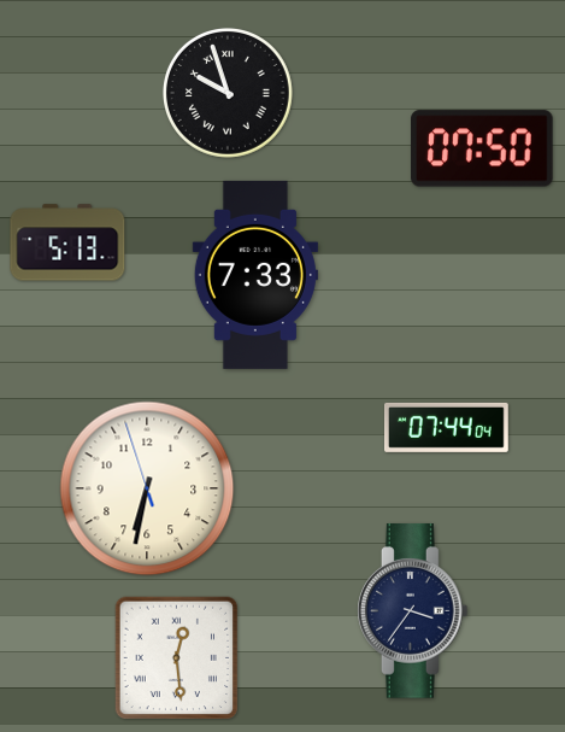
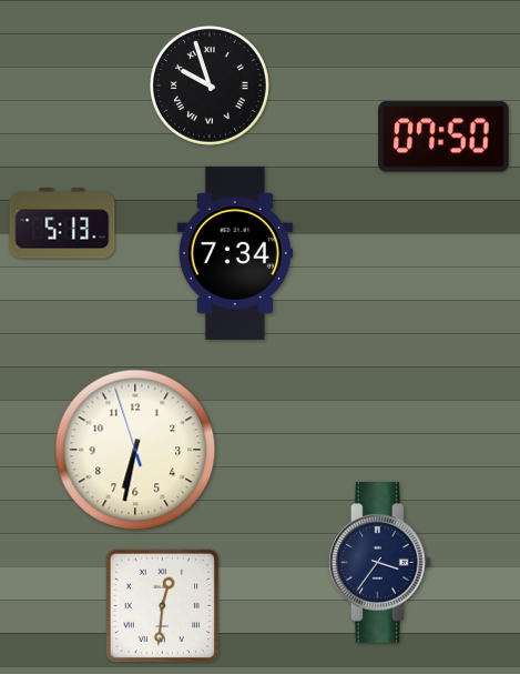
clock at (255, 275): 7:33 -> 7:34
clock at (447, 427): 07:44 -> none
clock at (177, 658): 12:29 -> 12:31
